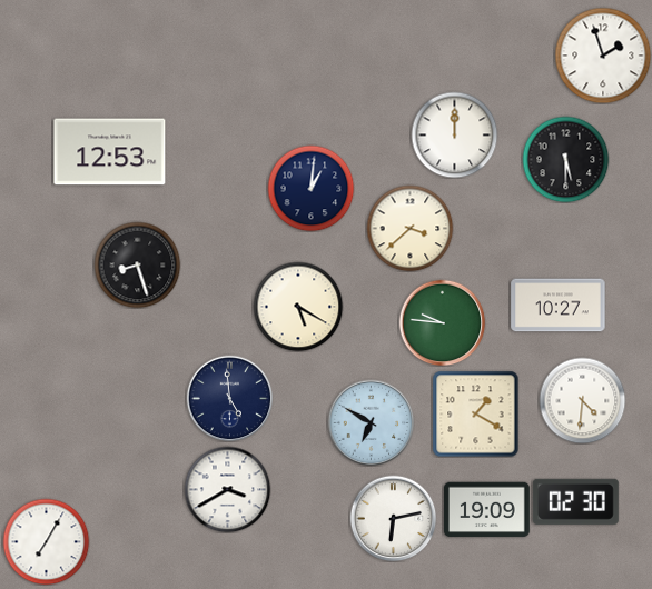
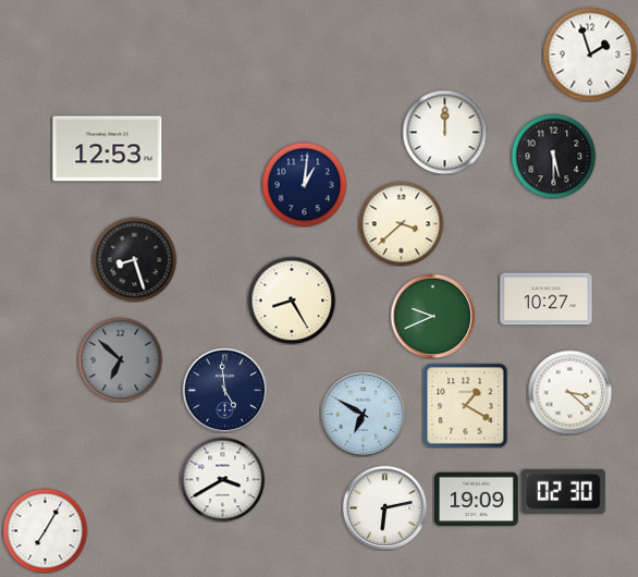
clock at (298, 307): 5:20 -> 8:25
clock at (442, 322): 9:46 -> 9:41
clock at (120, 359): none -> 6:52
clock at (582, 400): 4:31 -> 3:22
